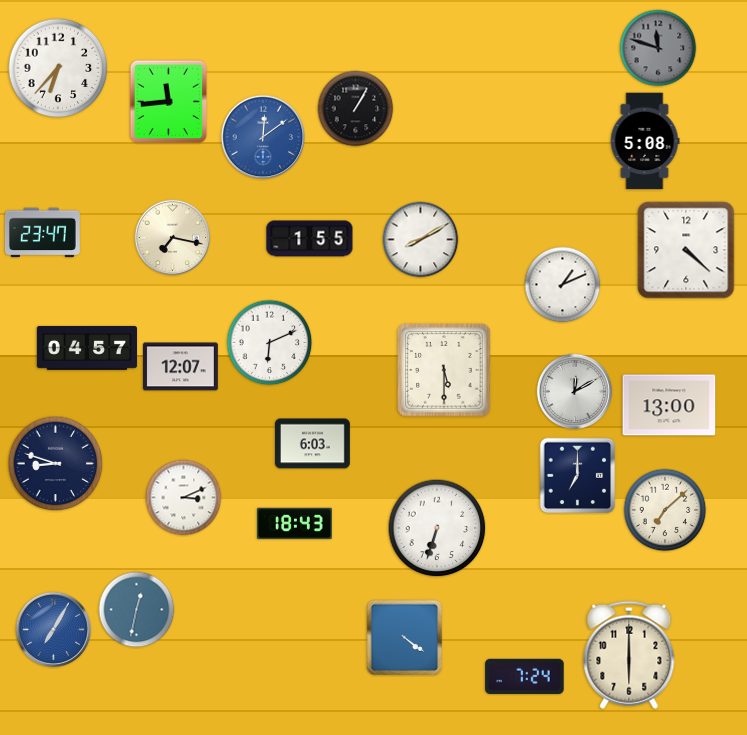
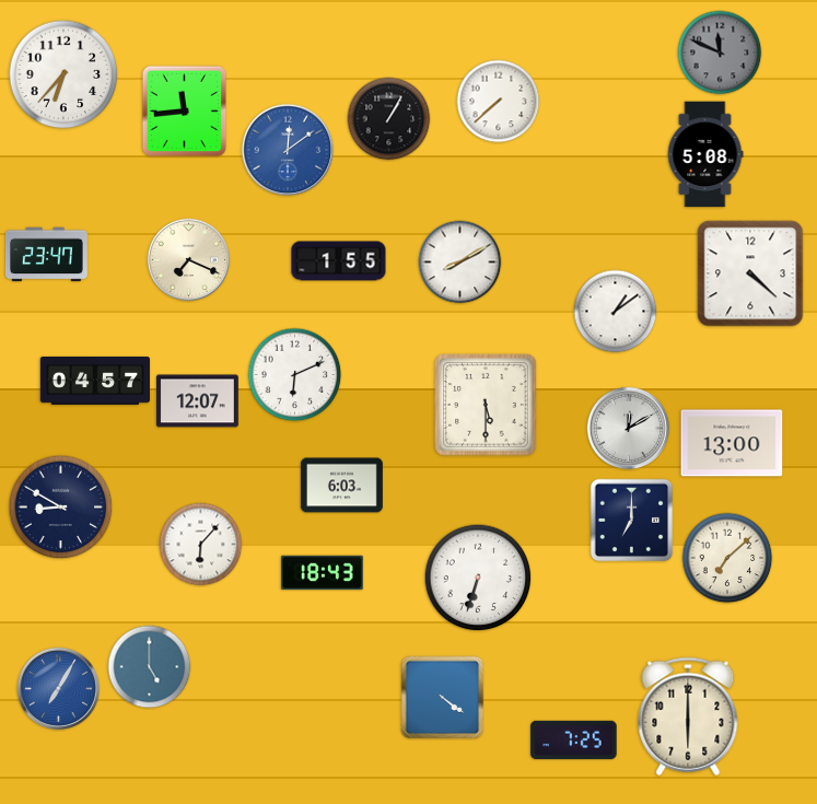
clock at (658, 48): 11:48 -> 11:49
clock at (499, 102): none -> 7:38
clock at (173, 238): 7:17 -> 7:19
clock at (563, 285): 1:11 -> 1:09
clock at (56, 464): 8:48 -> 8:50
clock at (184, 498): 3:11 -> 6:07
clock at (137, 610): 12:32 -> 5:00
clock at (525, 676): 7:24 -> 7:25
